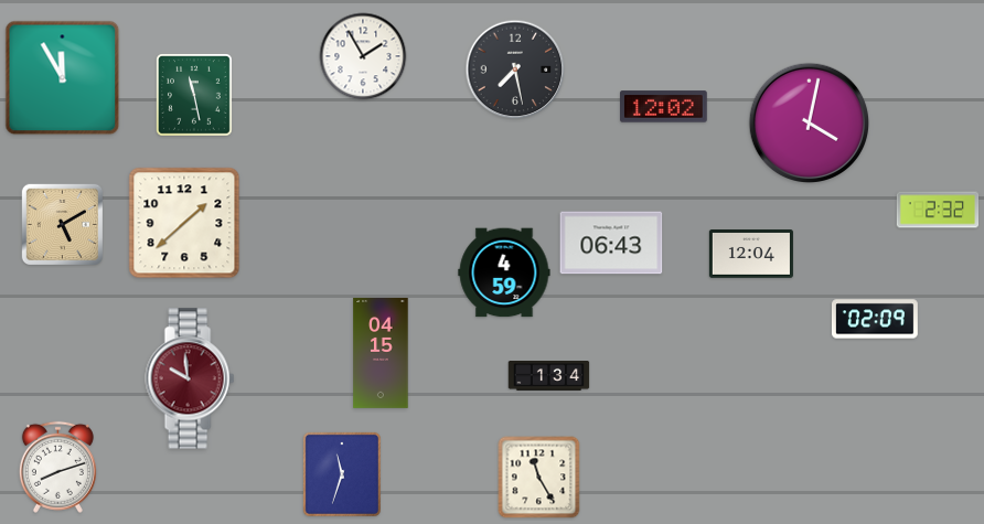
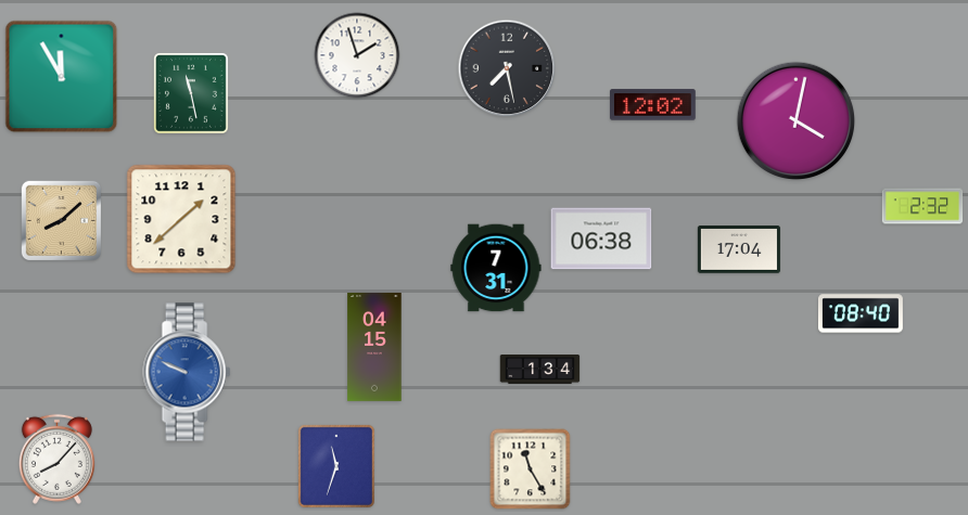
clock at (363, 56): 1:55 -> 1:57
clock at (62, 224): 5:10 -> 8:08
clock at (611, 243): 06:43 -> 06:38
clock at (751, 255): 12:04 -> 17:04
clock at (504, 272): 4:59 -> 7:31
clock at (875, 319): 02:09 -> 08:40
clock at (190, 378): 9:59 -> 9:49
clock at (190, 378) dial: burgundy -> blue
clock at (57, 467): 8:12 -> 8:07
